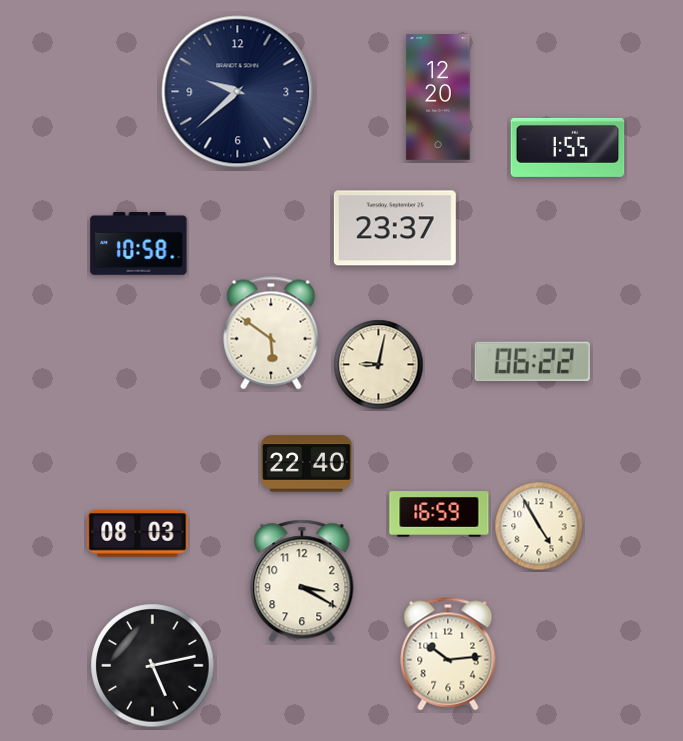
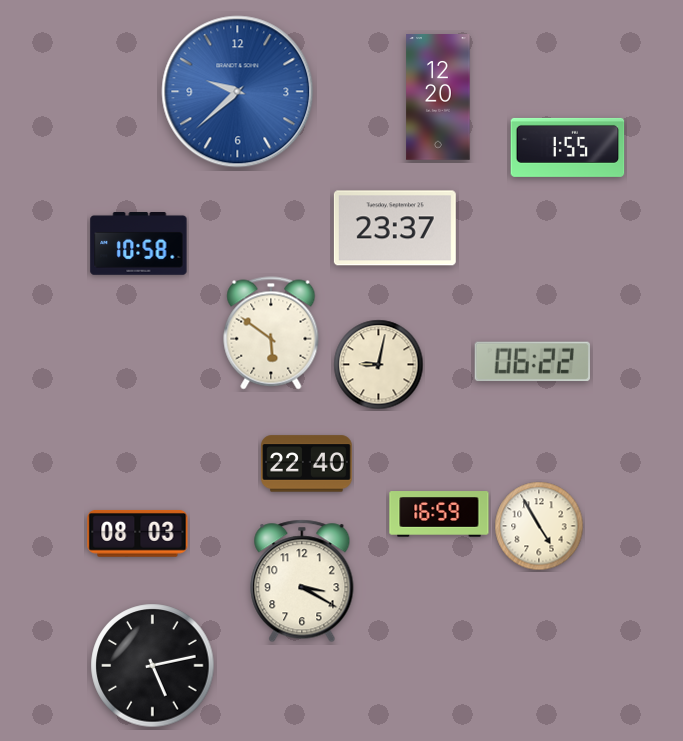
clock at (238, 92) dial: navy -> blue
clock at (448, 654): 10:14 -> none
